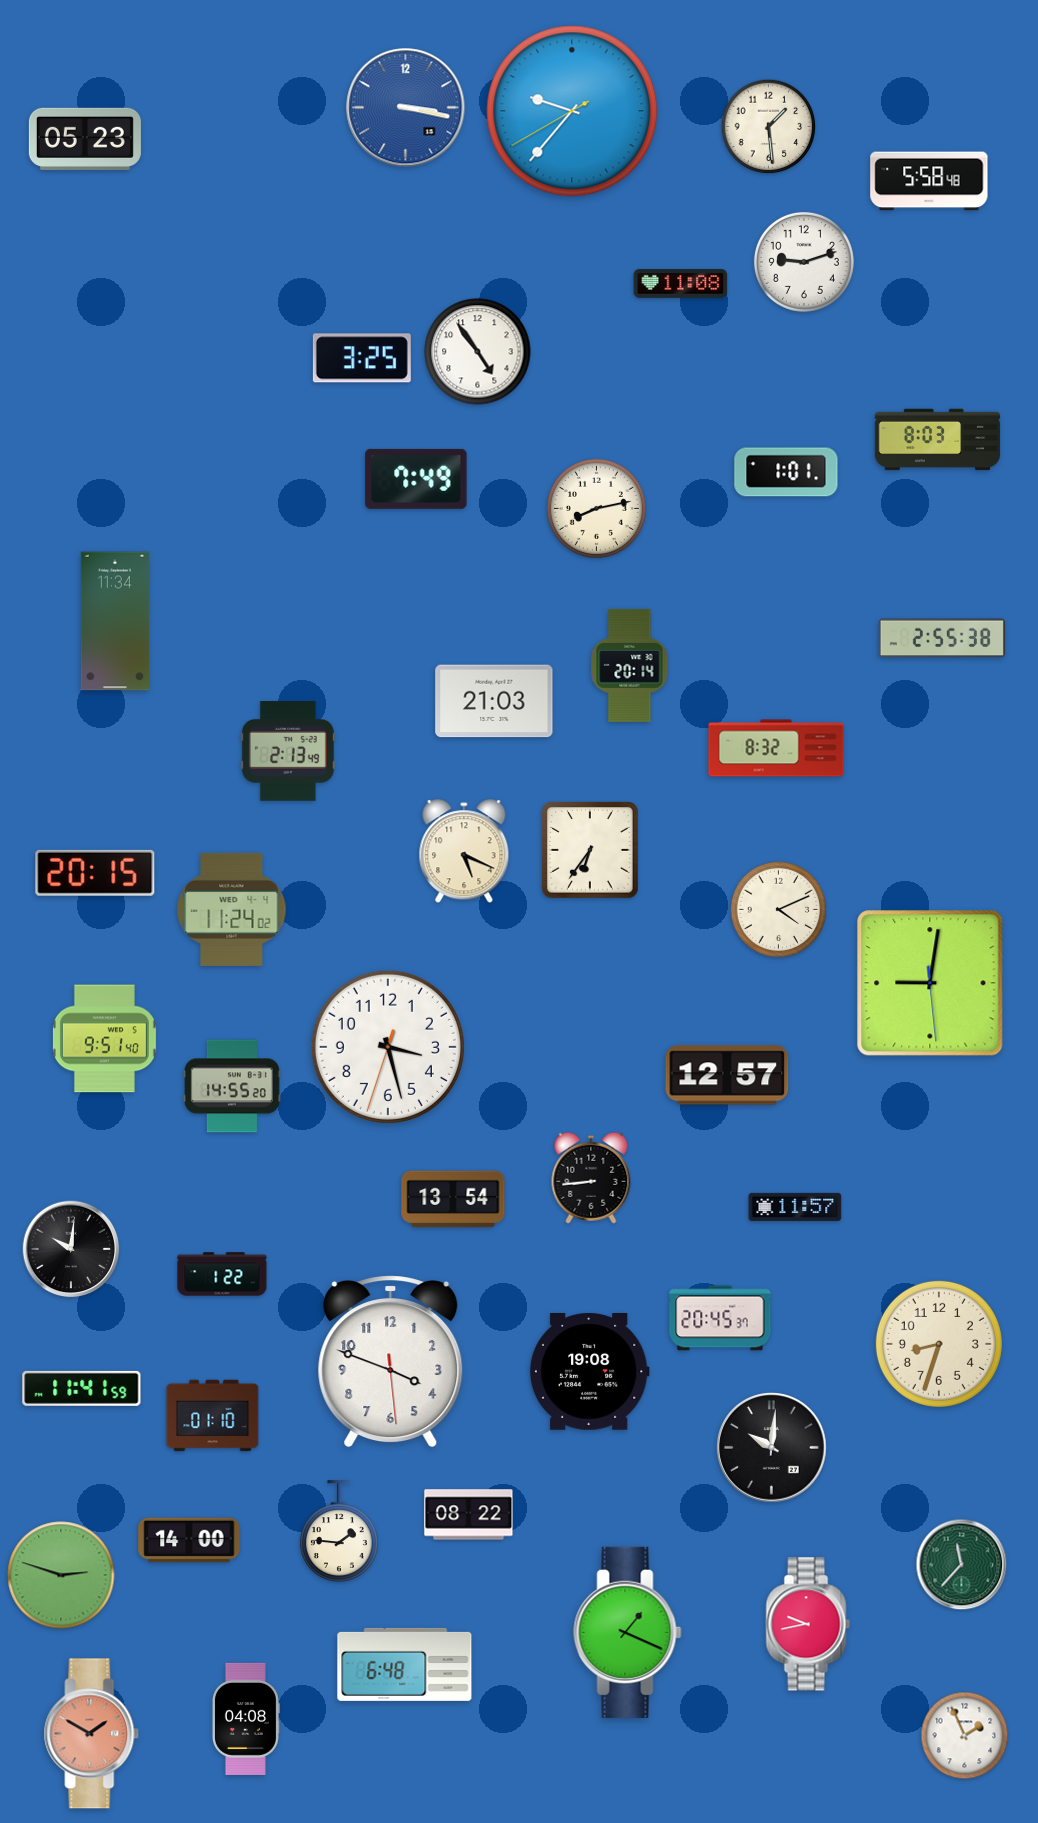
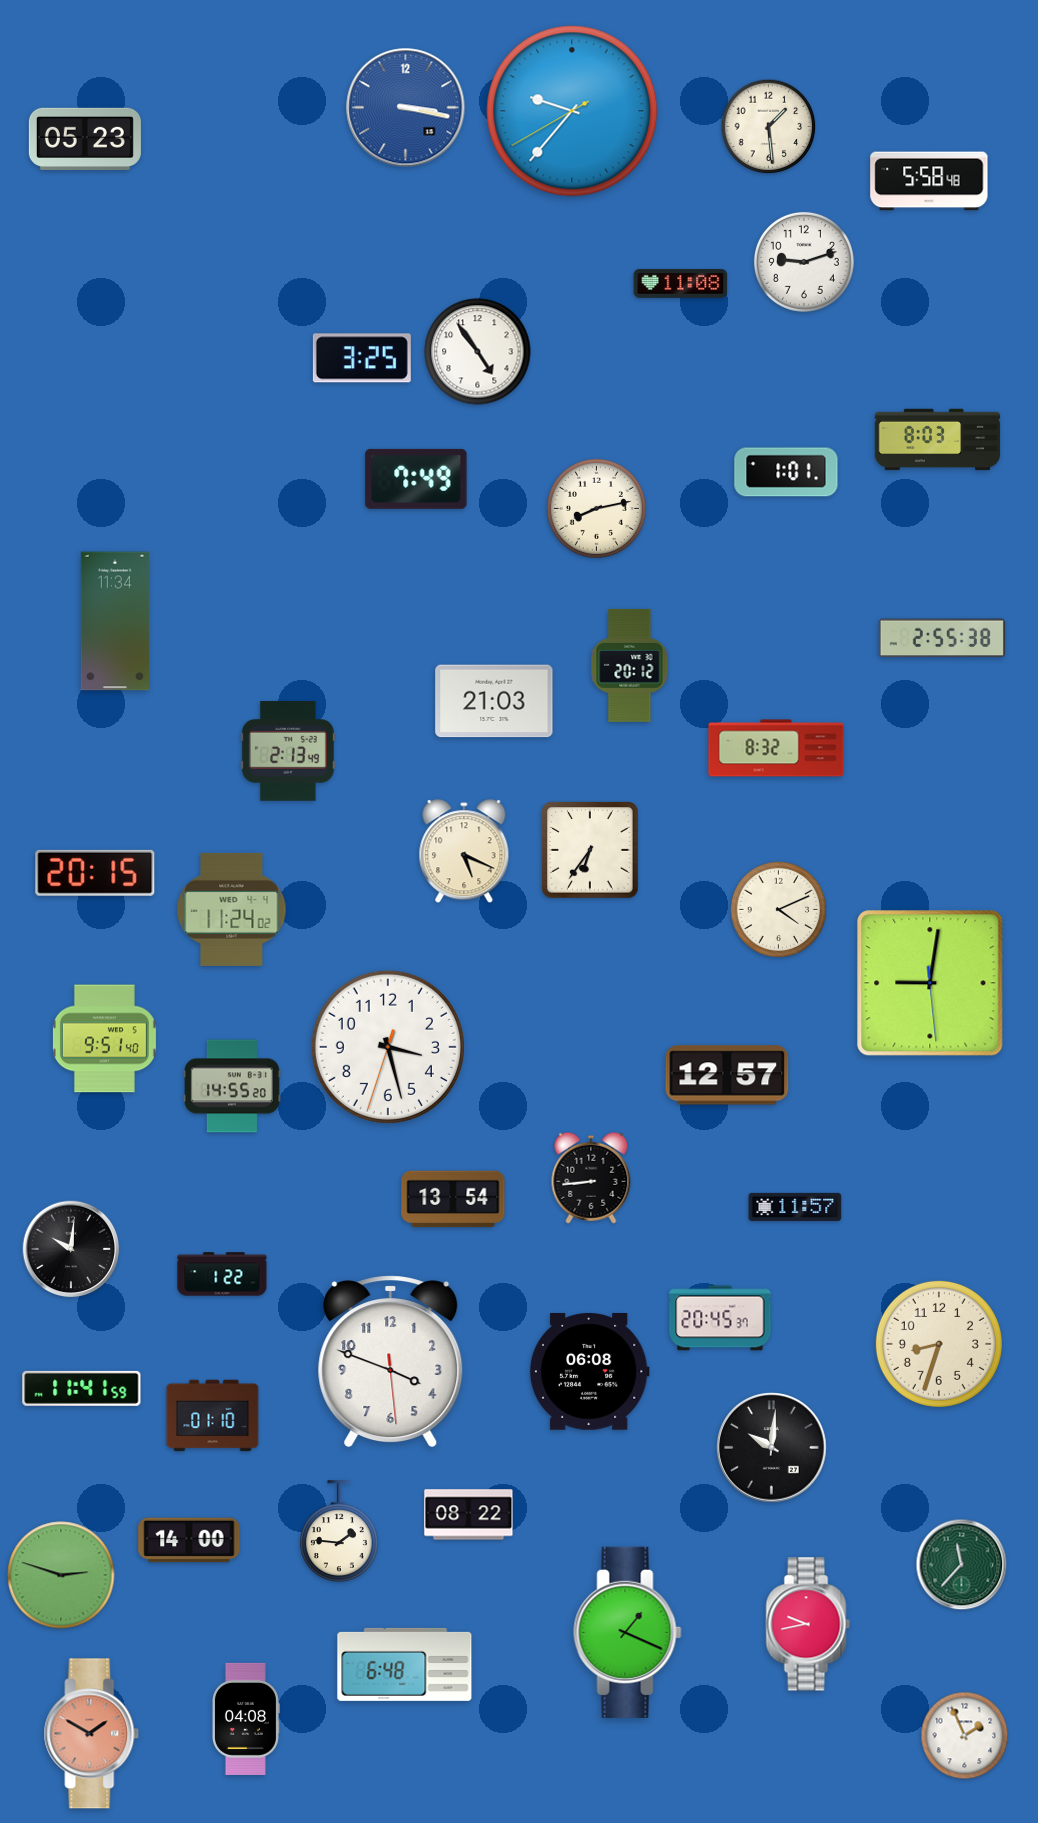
clock at (630, 665): 20:14 -> 20:12
clock at (589, 1371): 19:08 -> 06:08
